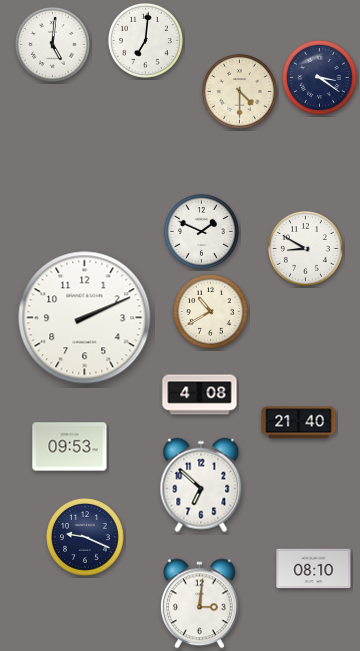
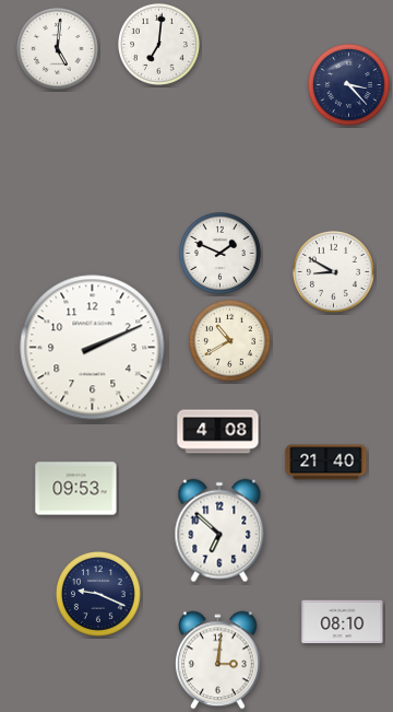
clock at (319, 77): 3:21 -> 3:23
clock at (239, 91): 4:30 -> none
clock at (85, 537) position: (85, 537) -> (98, 594)
